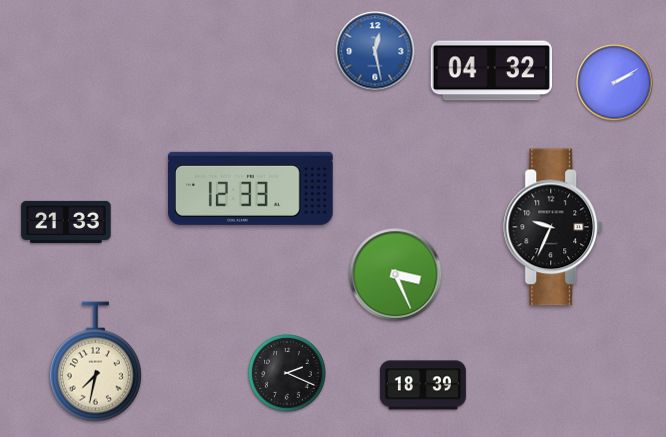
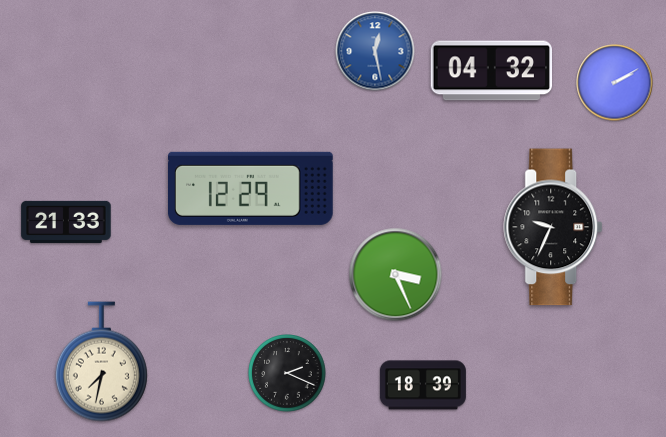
clock at (251, 188): 12:33 -> 12:29
clock at (95, 362) position: (95, 362) -> (101, 362)
